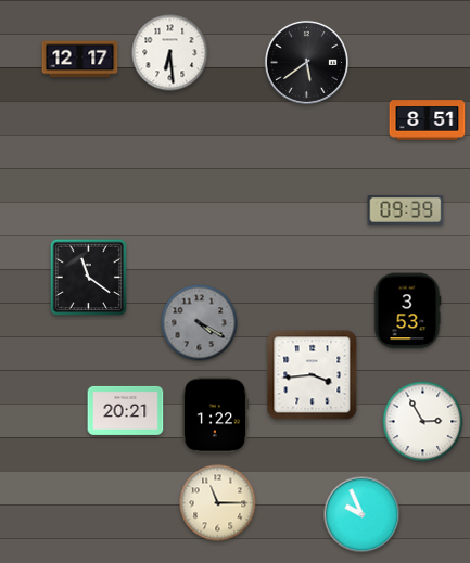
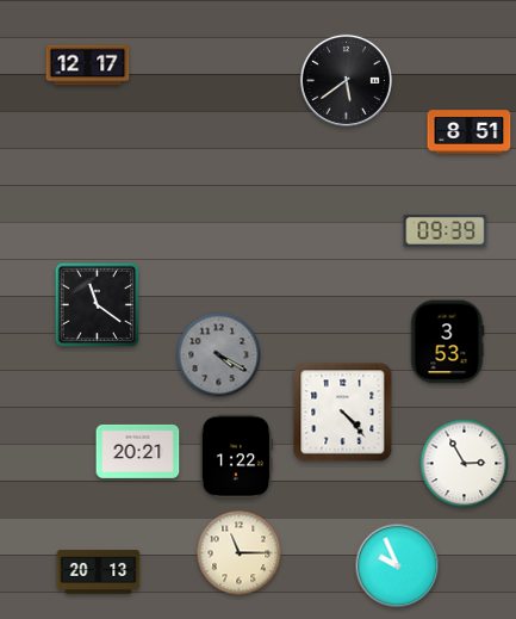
clock at (170, 53): 6:29 -> none
clock at (306, 62) position: (306, 62) -> (346, 80)
clock at (313, 375): 3:44 -> 4:23
clock at (99, 572): none -> 20:13
